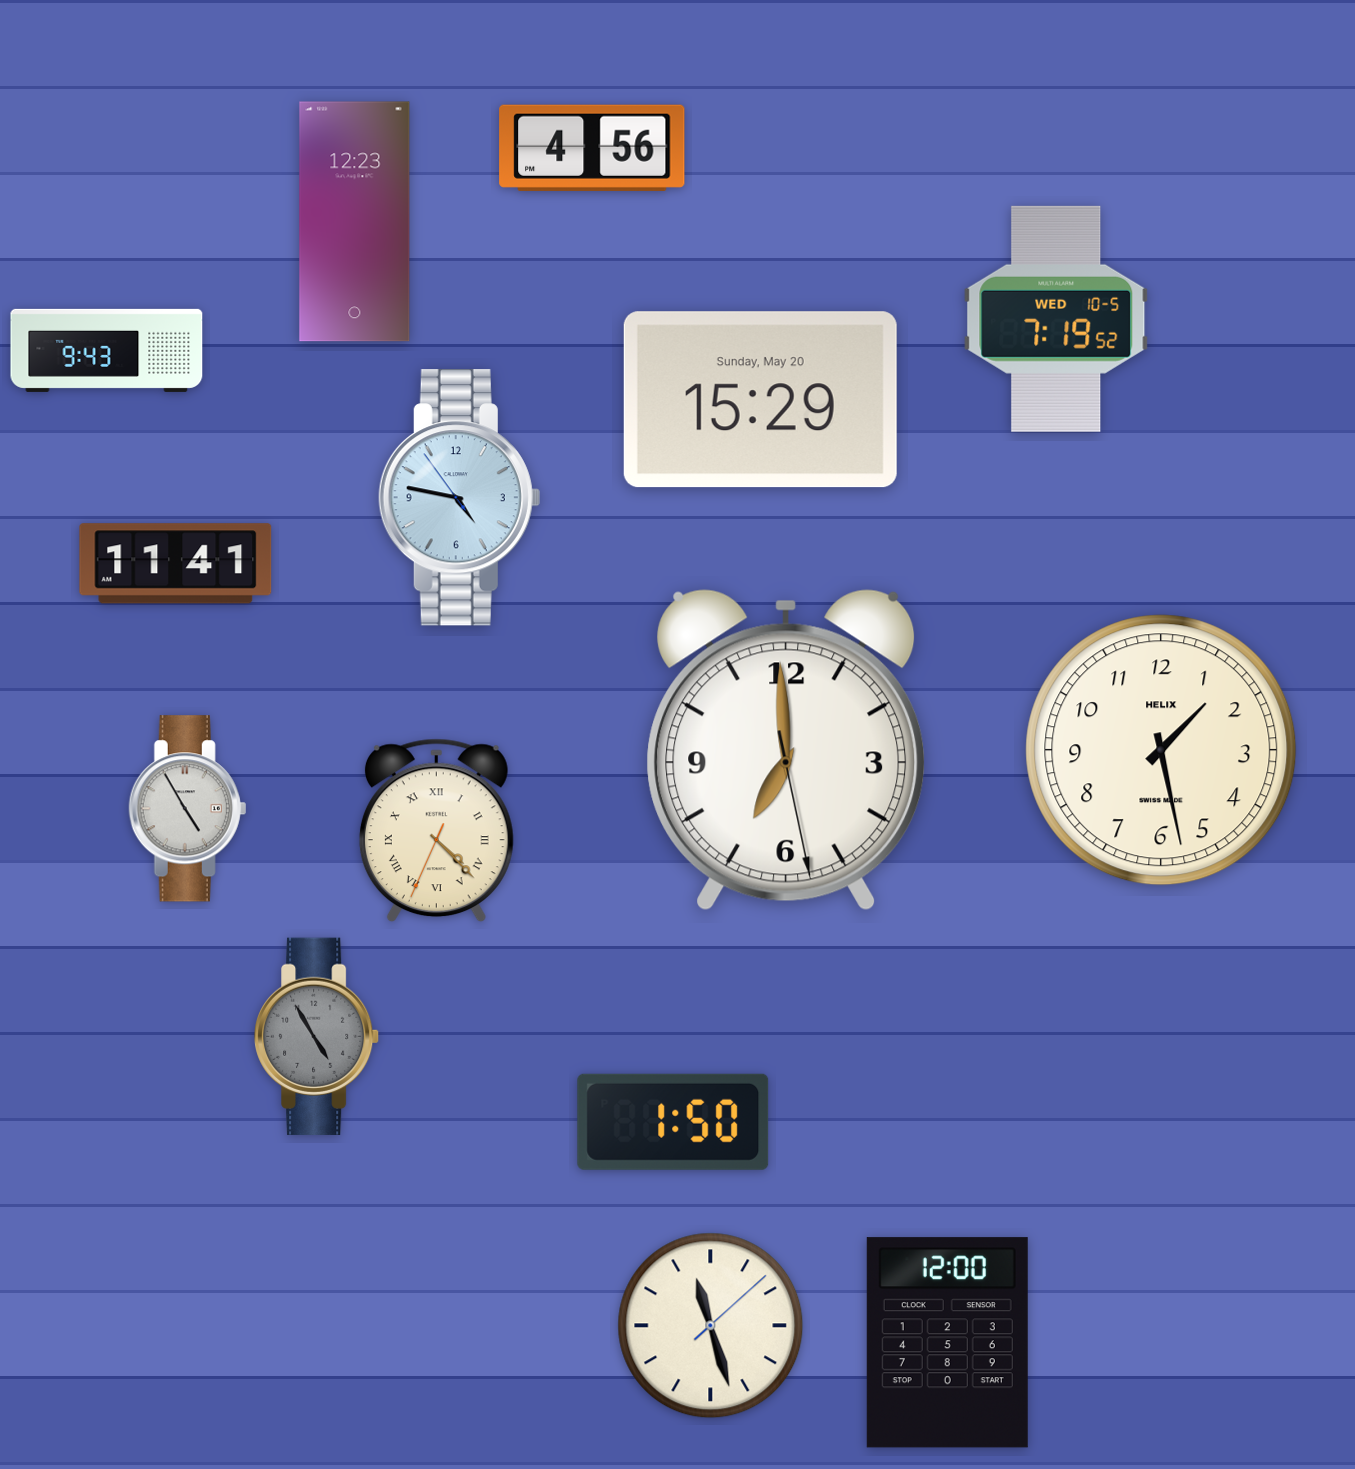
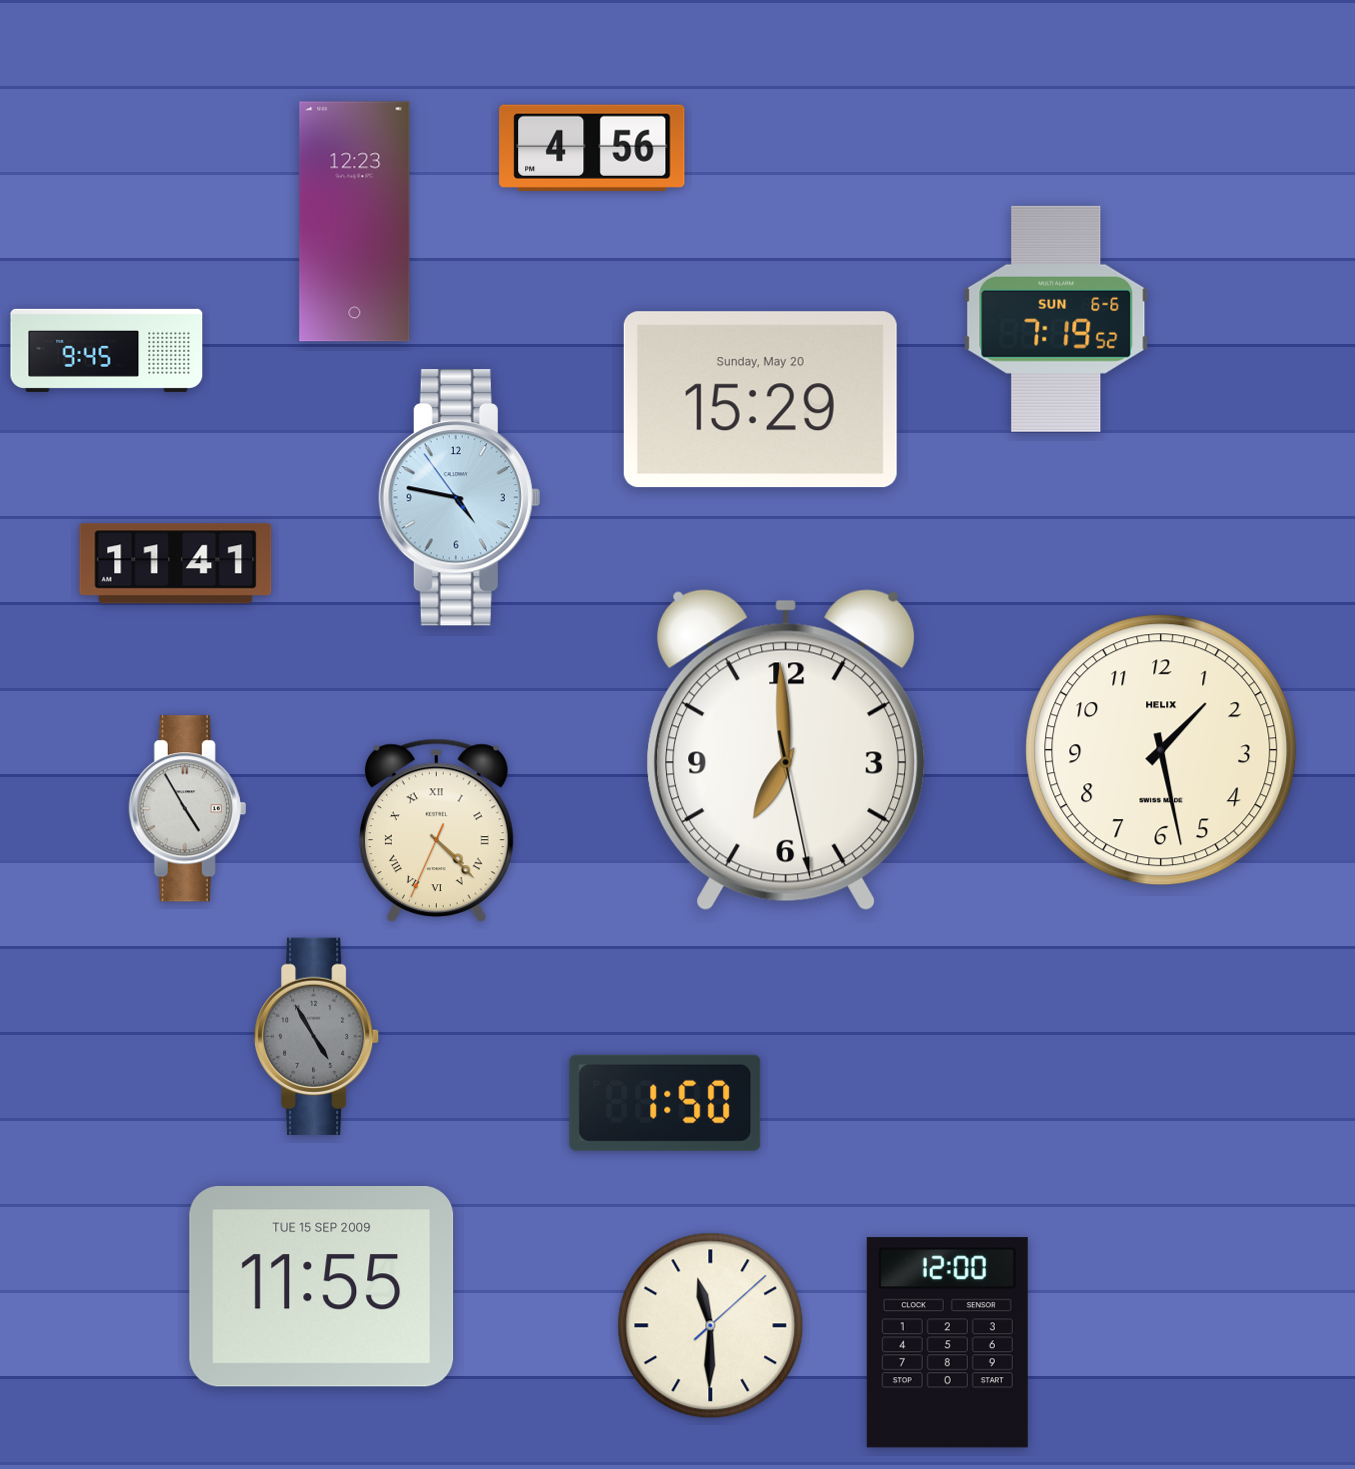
clock at (1056, 319) date: WED 10-5 -> SUN 6-6
clock at (107, 350): 9:43 -> 9:45
clock at (673, 1122) position: (673, 1122) -> (665, 1103)
clock at (322, 1287): none -> 11:55
clock at (711, 1326): 11:27 -> 11:30
